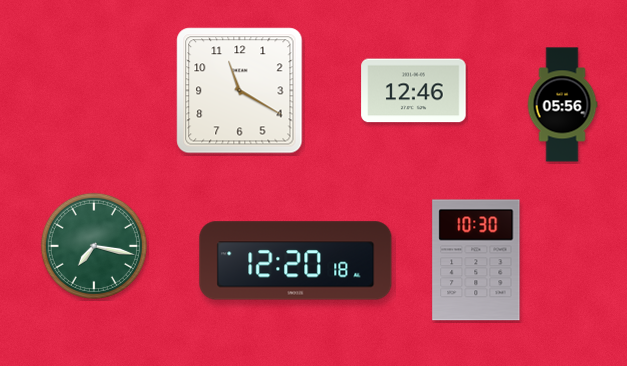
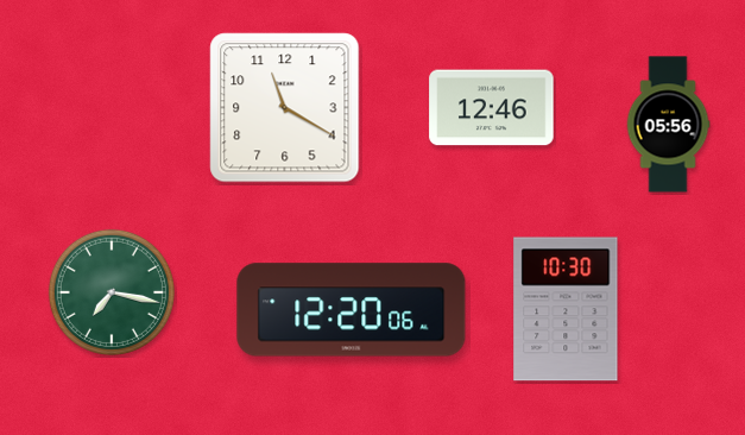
clock at (296, 261): 12:20:18 -> 12:20:06
